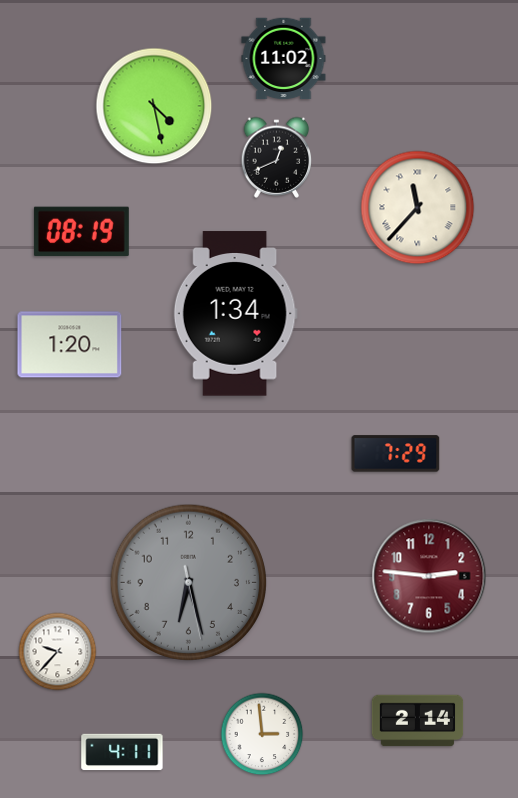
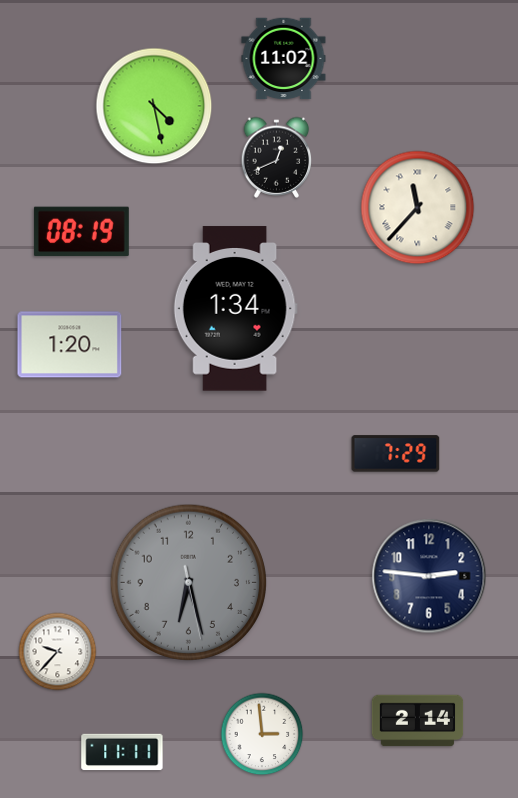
clock at (235, 314) position: (235, 314) -> (235, 309)
clock at (429, 576) dial: burgundy -> navy
clock at (122, 752): 4:11 -> 11:11
